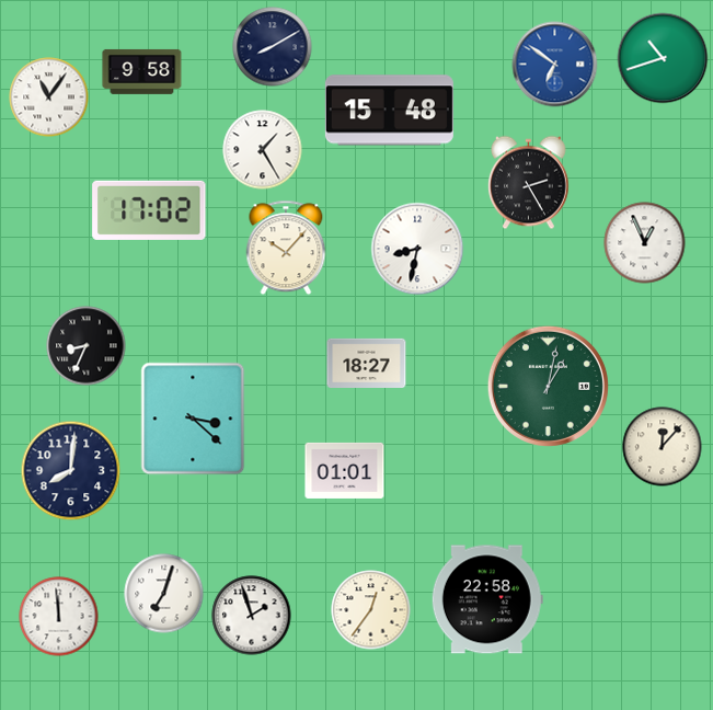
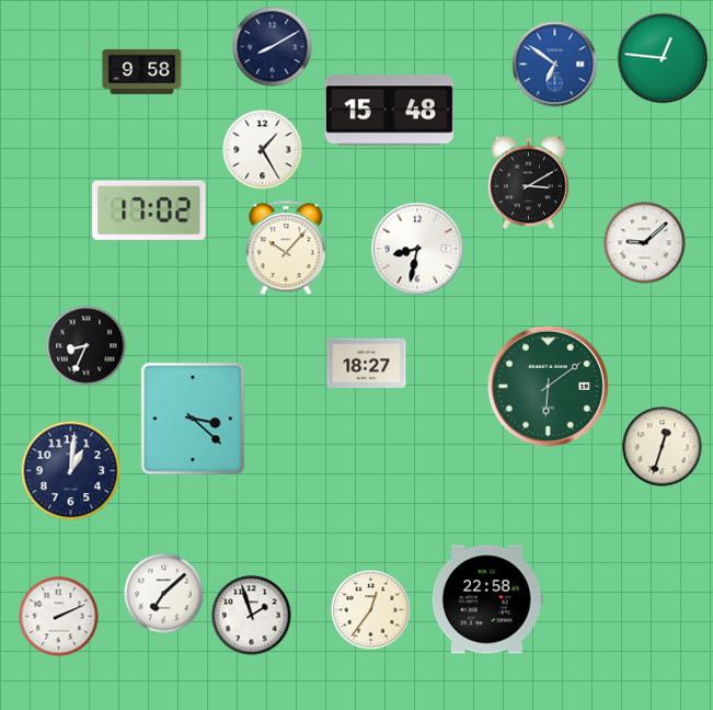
clock at (663, 58): 10:42 -> 12:46
clock at (49, 98): 11:06 -> none
clock at (528, 183): 2:25 -> 3:10
clock at (645, 243): 12:56 -> 9:08
clock at (548, 386): 1:02 -> 6:09
clock at (663, 447): 12:07 -> 12:33
clock at (345, 470): 01:01 -> none
clock at (71, 471): 8:01 -> 1:01
clock at (164, 594): 7:03 -> 7:08
clock at (59, 617): 11:59 -> 2:11
